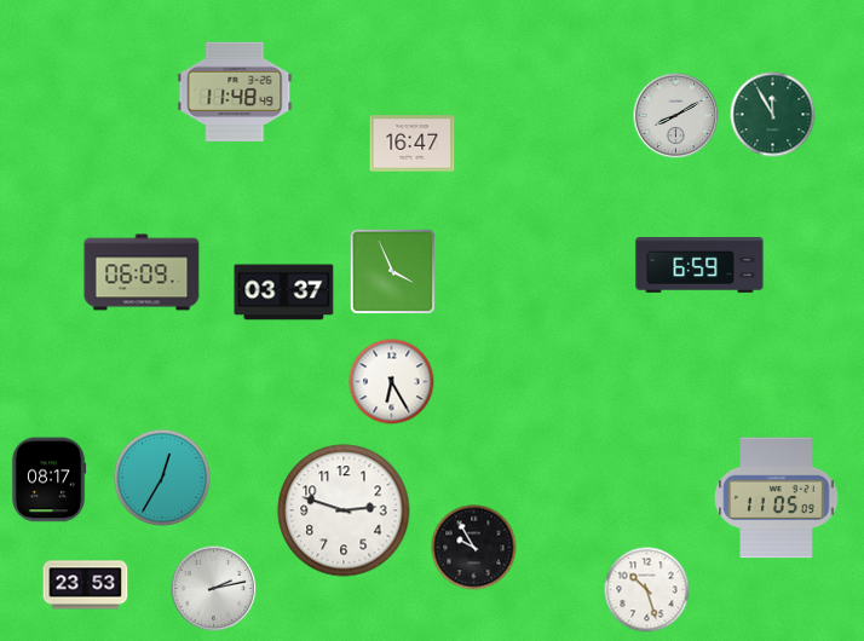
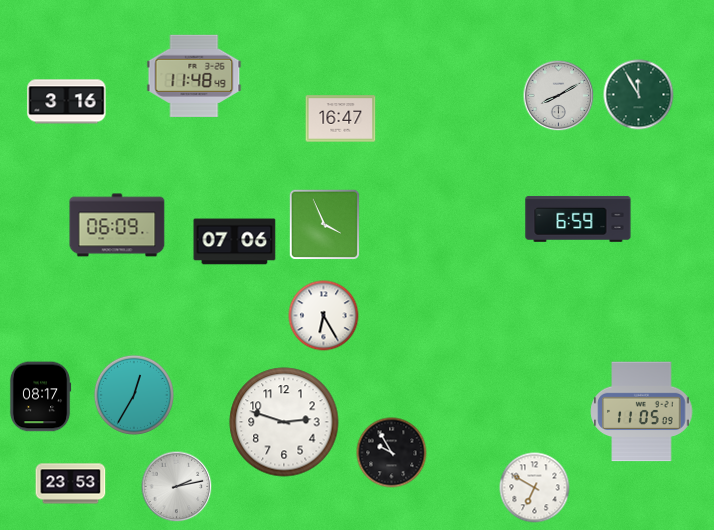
clock at (67, 102): none -> 3:16
clock at (284, 293): 03:37 -> 07:06
clock at (647, 590): 10:27 -> 6:50
